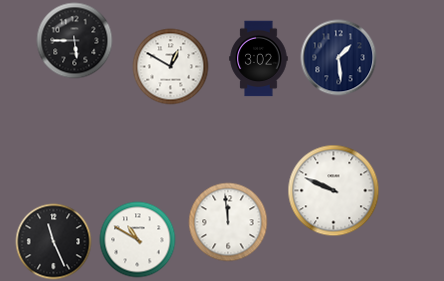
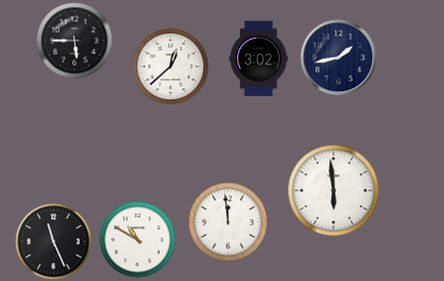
clock at (339, 58): 1:29 -> 1:43
clock at (171, 67): 12:50 -> 12:38
clock at (334, 191): 9:49 -> 5:59
